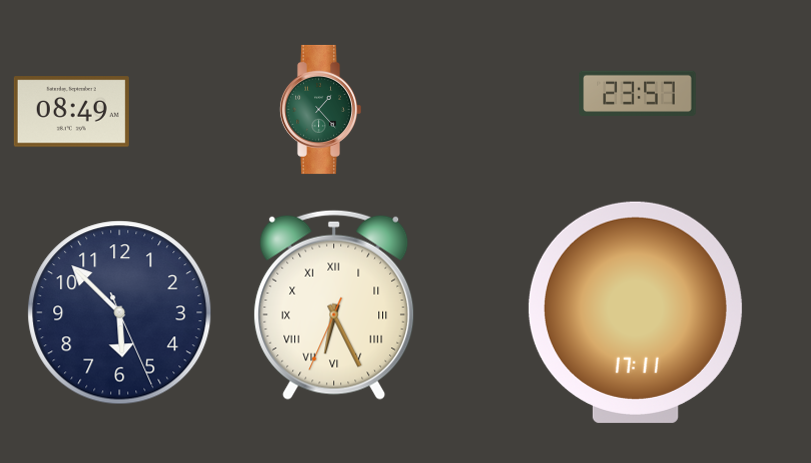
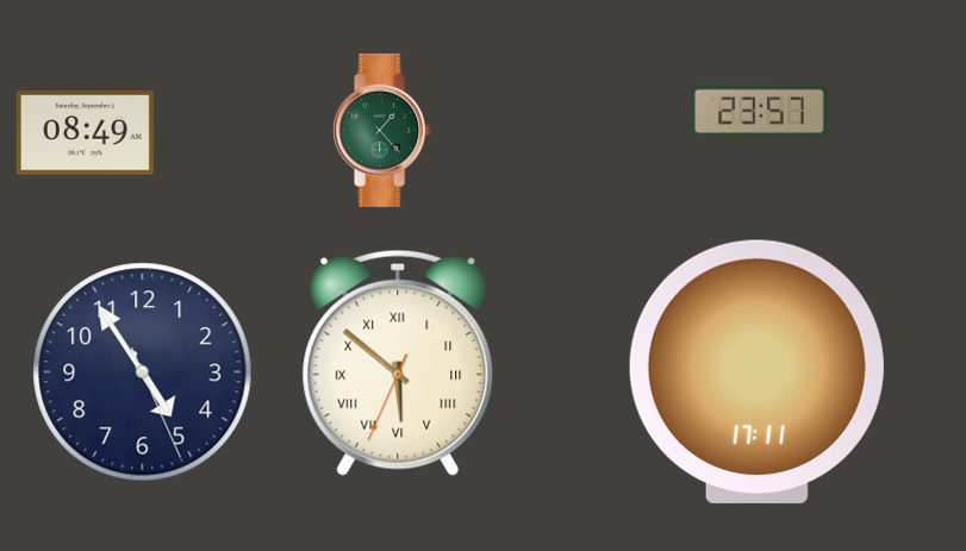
clock at (334, 305): 6:25 -> 5:51
clock at (120, 313): 5:52 -> 4:54
